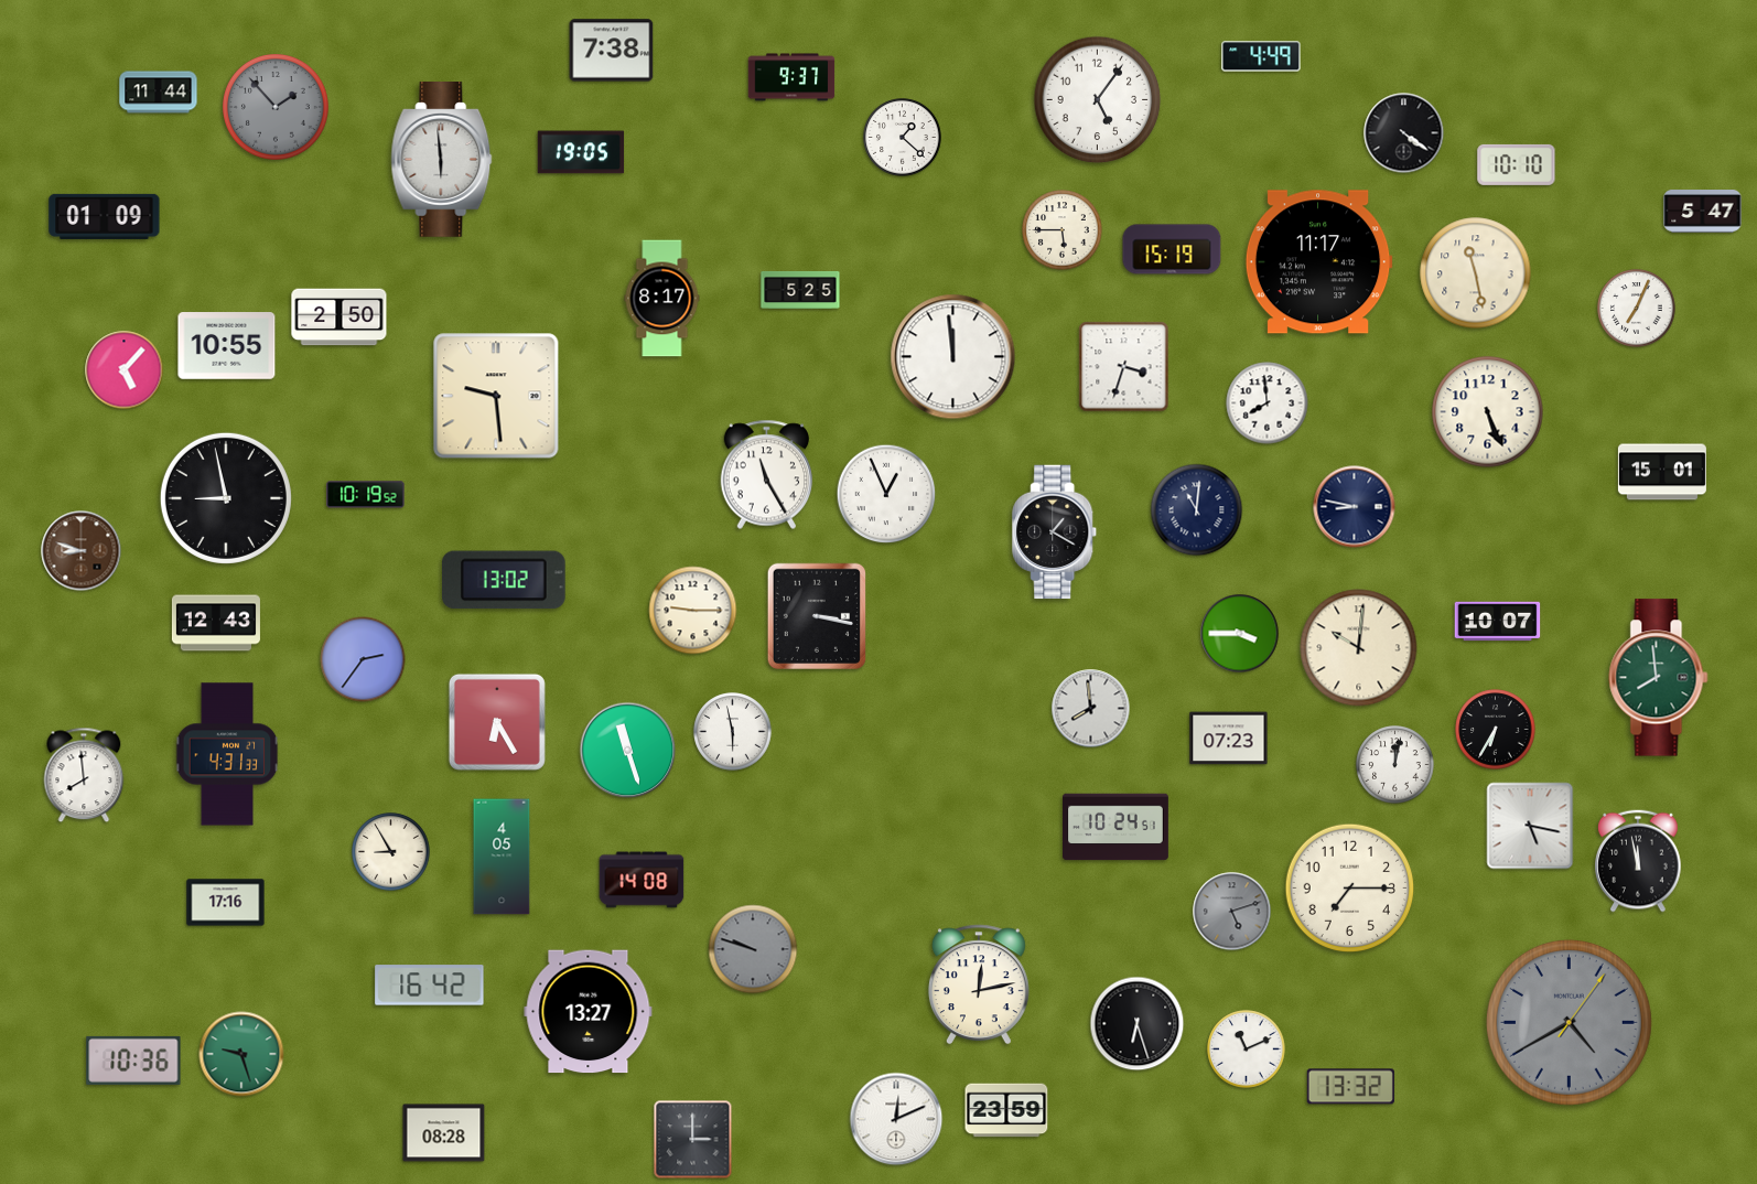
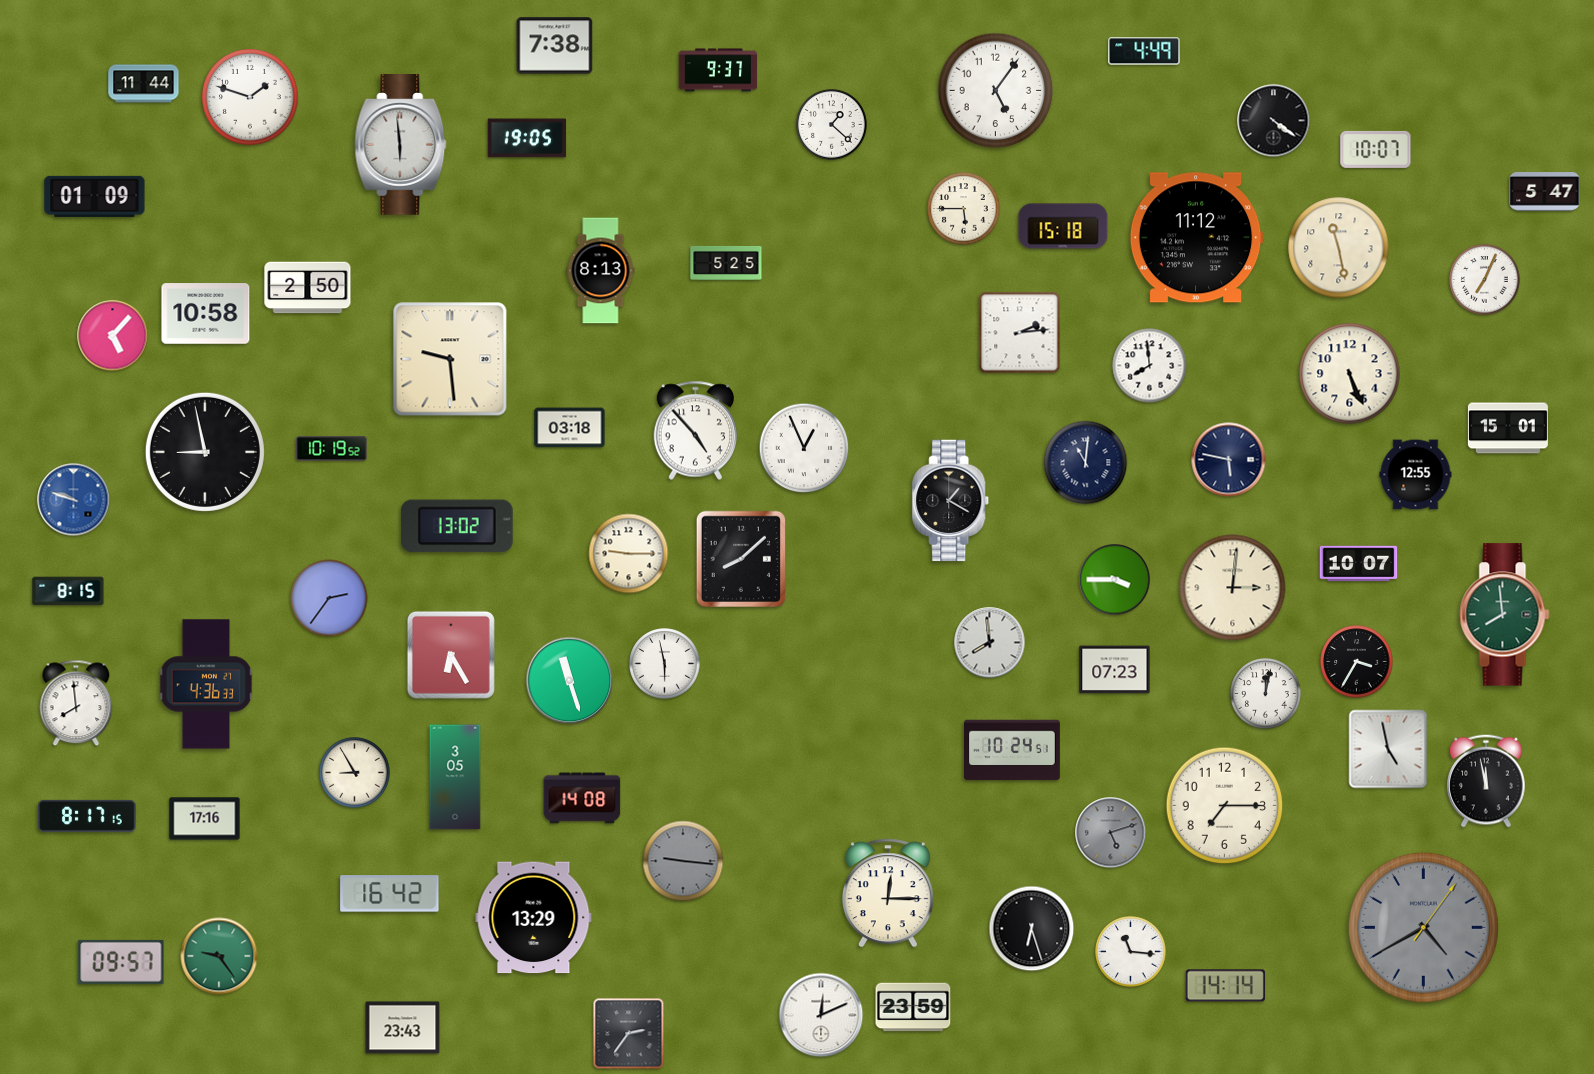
clock at (277, 108): 1:53 -> 1:48
clock at (277, 108) dial: grey -> white
clock at (903, 138) position: (903, 138) -> (832, 125)
clock at (1517, 164): 10:10 -> 10:07
clock at (1172, 249): 15:19 -> 15:18
clock at (1318, 262): 11:17 -> 11:12
clock at (662, 299): 8:17 -> 8:13
clock at (227, 346): 10:55 -> 10:58
clock at (953, 357): 11:59 -> none
clock at (1124, 367): 3:33 -> 2:14
clock at (570, 428): none -> 03:18
clock at (767, 475): 11:25 -> 4:53
clock at (1355, 507): 8:47 -> 5:47
clock at (1416, 475): none -> 12:55
clock at (1055, 532) position: (1055, 532) -> (951, 501)
clock at (82, 551): 8:48 -> 9:48
clock at (82, 551) dial: brown -> blue
clock at (816, 615): 3:17 -> 8:08
clock at (216, 623): 12:43 -> none
clock at (1240, 634) position: (1240, 634) -> (1115, 580)
clock at (1359, 648): 10:01 -> 3:01
clock at (68, 591): none -> 8:15
clock at (1496, 730): 6:35 -> 3:35
clock at (227, 754): 4:31 -> 4:36
clock at (1530, 826): 5:17 -> 4:58
clock at (502, 857): 4:05 -> 3:05
clock at (87, 816): none -> 8:17
clock at (1232, 912) position: (1232, 912) -> (1111, 833)
clock at (753, 949): 9:48 -> 9:16
clock at (979, 984): 12:13 -> 12:15
clock at (589, 1012): 13:27 -> 13:29
clock at (1247, 1050): 11:11 -> 11:16
clock at (241, 1054): 9:27 -> 9:24
clock at (133, 1061): 10:36 -> 09:57
clock at (1350, 1087): 13:32 -> 14:14
clock at (896, 1119) position: (896, 1119) -> (821, 1015)
clock at (444, 1133): 08:28 -> 23:43
clock at (693, 1140): 3:00 -> 2:36
